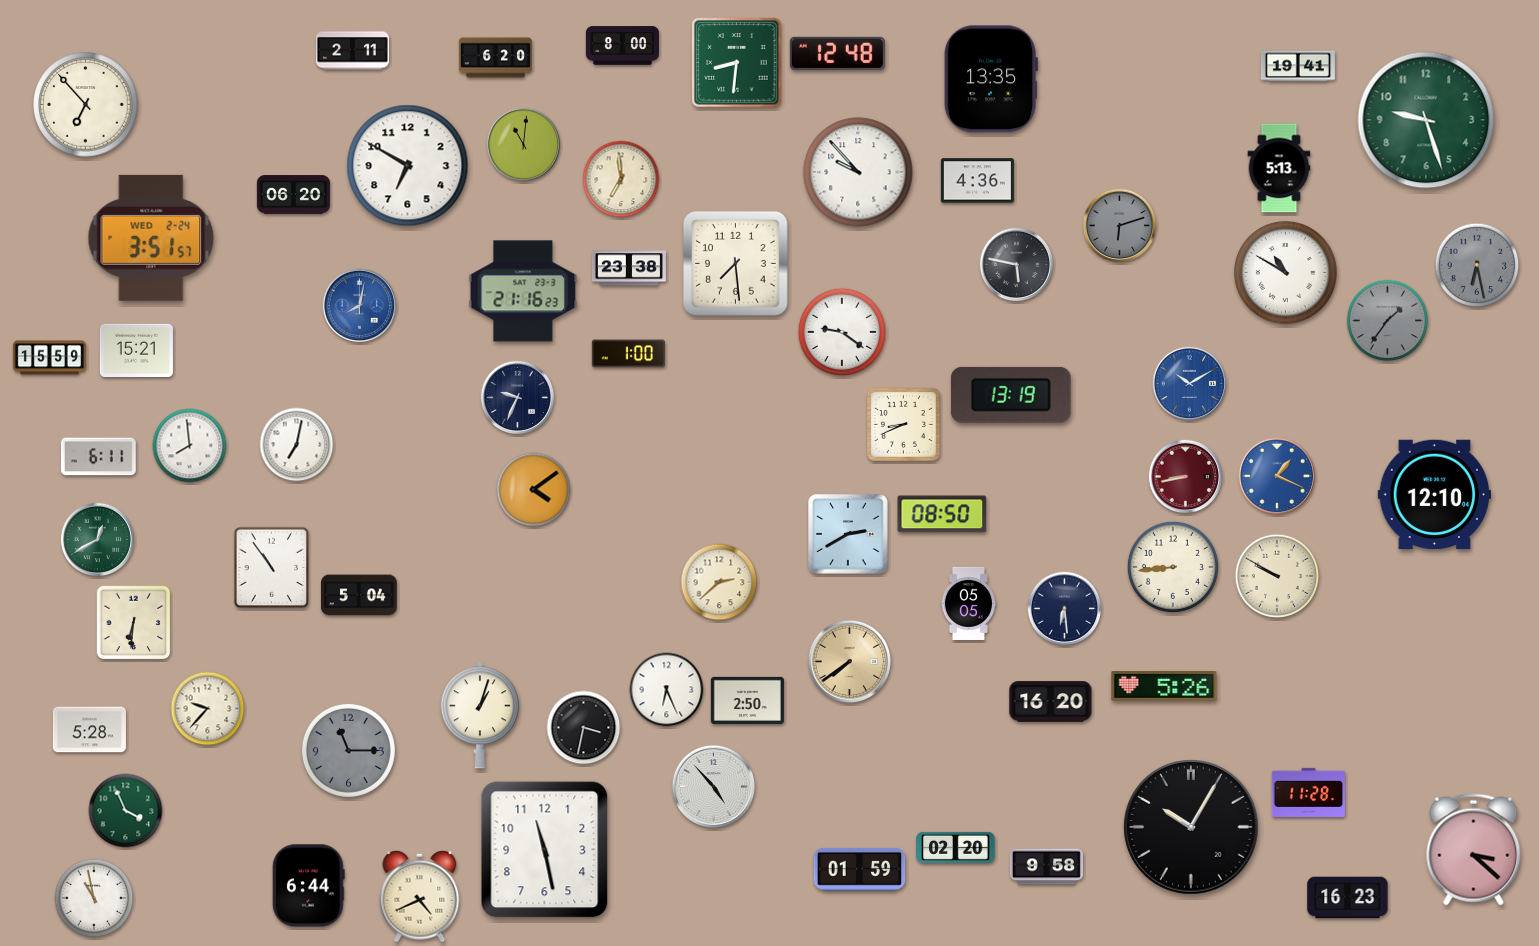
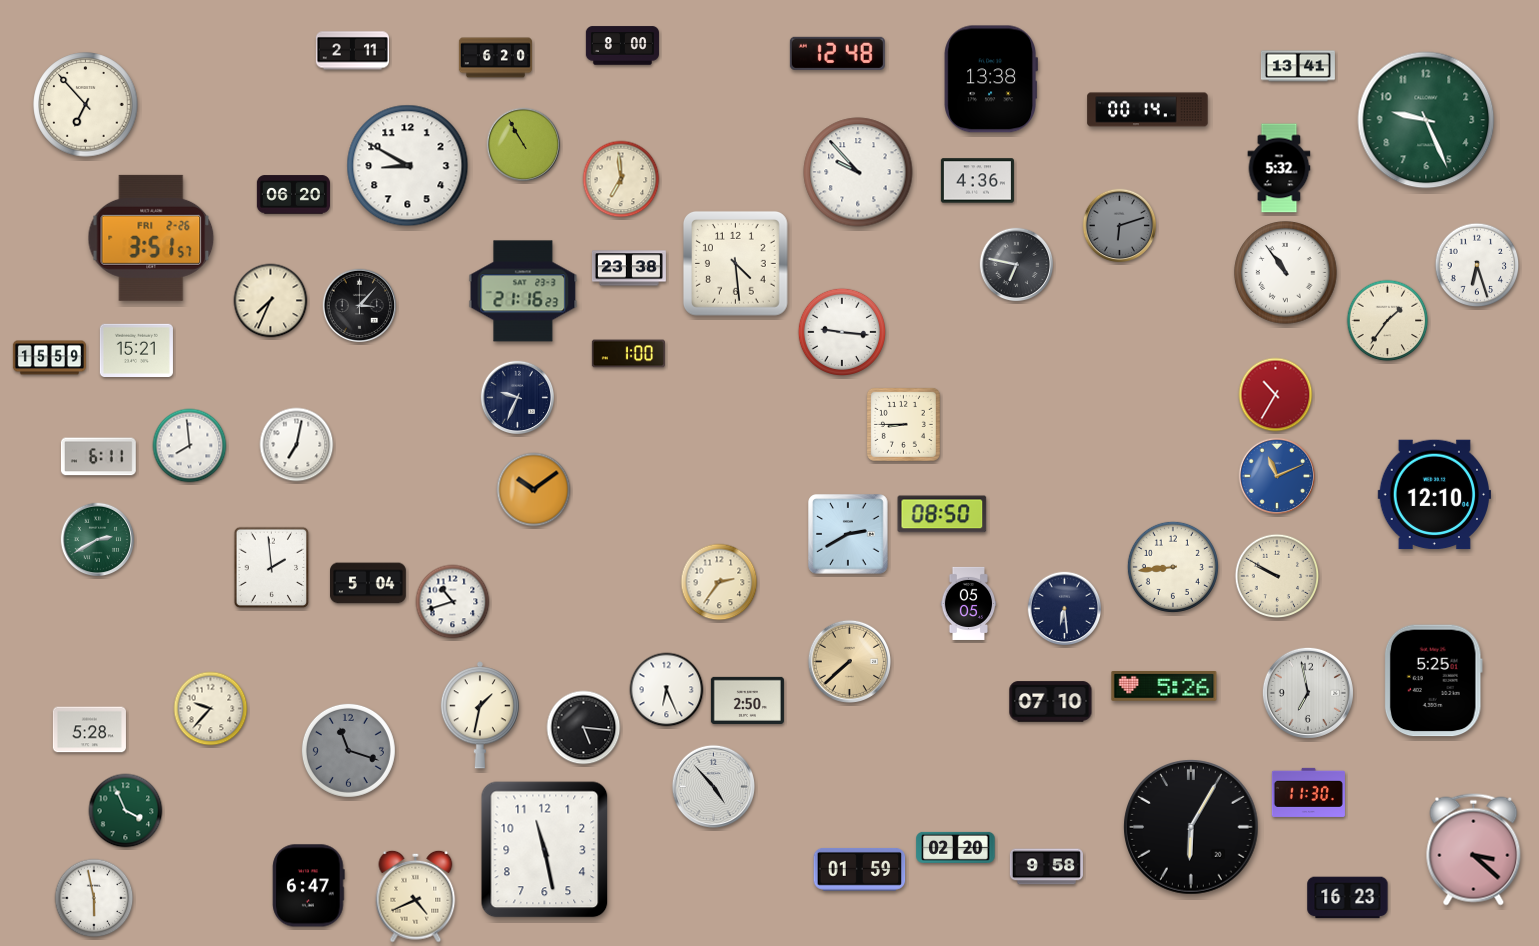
clock at (737, 63): 8:31 -> none
clock at (1298, 66): 19:41 -> 13:41
clock at (990, 79): 13:35 -> 13:38
clock at (1148, 110): none -> 00:14
clock at (1426, 120): 9:27 -> 9:26
clock at (524, 145): 11:01 -> 10:55
clock at (408, 166): 6:50 -> 8:50
clock at (1279, 168): 5:13 -> 5:32
clock at (151, 238) date: WED 2-24 -> FRI 2-26
clock at (736, 264): 7:29 -> 4:29
clock at (1017, 265): 5:47 -> 6:47
clock at (1477, 265): 6:28 -> 6:27
clock at (1477, 265) dial: grey -> white
clock at (1286, 273): 10:50 -> 10:54
clock at (271, 301): none -> 7:34
clock at (360, 306): 8:02 -> 3:07
clock at (360, 306) dial: blue -> black
clock at (1388, 321) dial: grey -> cream
clock at (841, 331): 9:21 -> 9:16
clock at (1190, 384): 10:10 -> none
clock at (1011, 395): 13:19 -> none
clock at (1276, 395): none -> 10:35
clock at (903, 424): 8:41 -> 8:45
clock at (1277, 476): 1:19 -> 11:11
clock at (1186, 477): 8:43 -> none
clock at (534, 490): 4:09 -> 10:09
clock at (98, 540): 12:40 -> 2:40
clock at (272, 568): 10:54 -> 1:59
clock at (719, 582): 2:38 -> 2:36
clock at (360, 595) position: (360, 595) -> (369, 583)
clock at (453, 602): none -> 10:42
clock at (134, 623): 6:31 -> none
clock at (849, 661): 7:39 -> 7:38
clock at (1433, 681): none -> 5:25
clock at (1308, 693): none -> 6:58
clock at (1051, 702): 16:20 -> 07:10
clock at (208, 709) position: (208, 709) -> (211, 709)
clock at (480, 715): 1:03 -> 1:32
clock at (584, 728): 3:32 -> 5:16
clock at (348, 750): 11:15 -> 11:18
clock at (1308, 792): 11:28 -> 11:30
clock at (1191, 827): 10:05 -> 6:05
clock at (309, 886): 6:44 -> 6:47
clock at (420, 896) position: (420, 896) -> (416, 896)
clock at (94, 898): 10:58 -> 5:58
